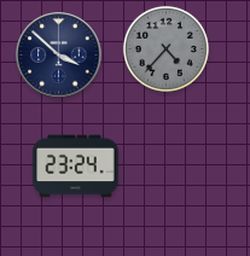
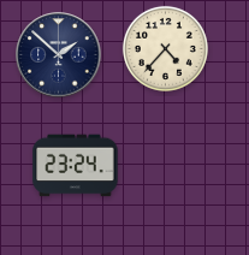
clock at (165, 48) dial: grey -> cream
clock at (59, 56): 3:52 -> 1:52
